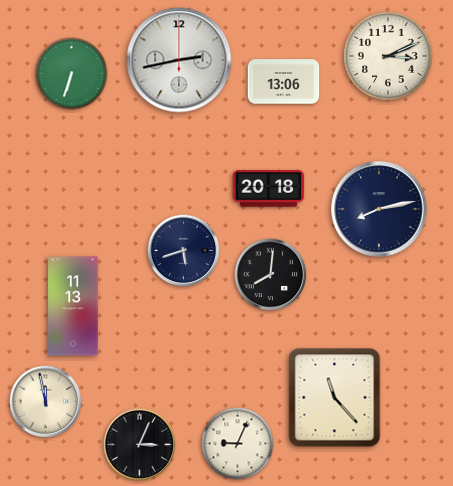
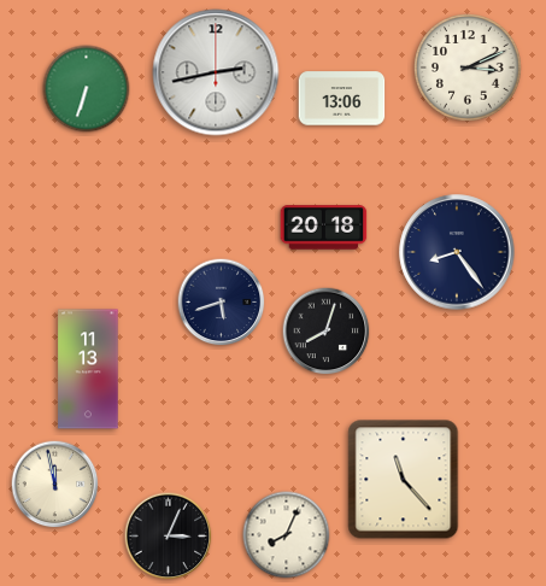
clock at (379, 209): 8:13 -> 8:24
clock at (271, 275): 8:01 -> 8:03
clock at (238, 444): 9:04 -> 8:04
